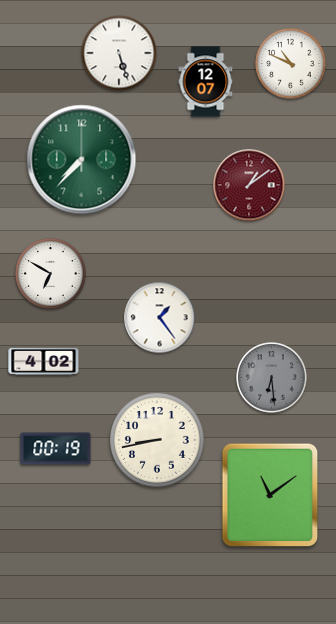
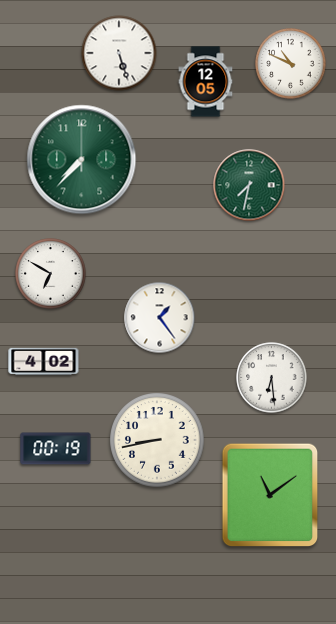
clock at (206, 82): 12:07 -> 12:05
clock at (249, 185): 1:09 -> 7:32
clock at (249, 185) dial: burgundy -> green
clock at (272, 378) dial: grey -> white
